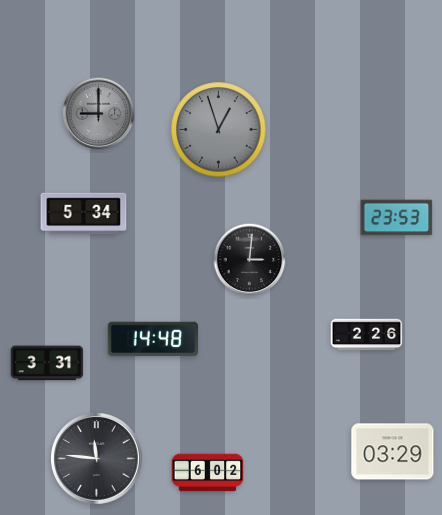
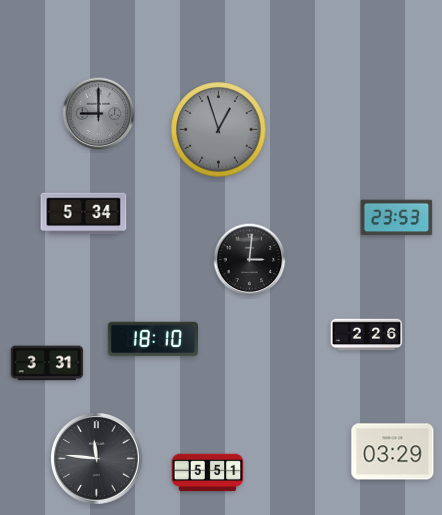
clock at (152, 339): 14:48 -> 18:10
clock at (208, 473): 6:02 -> 5:51
